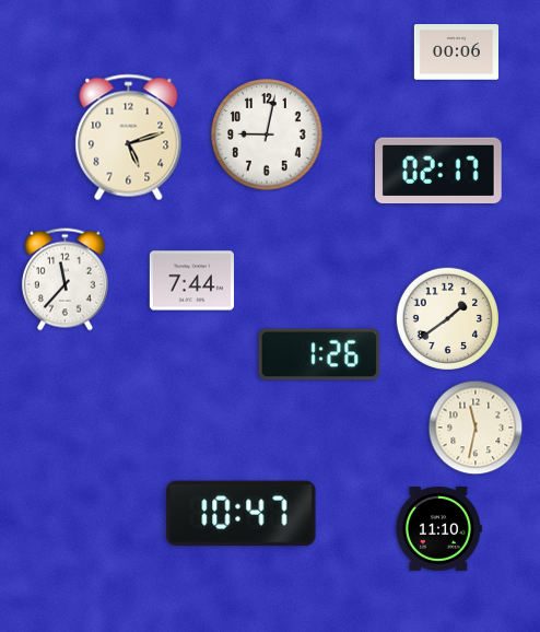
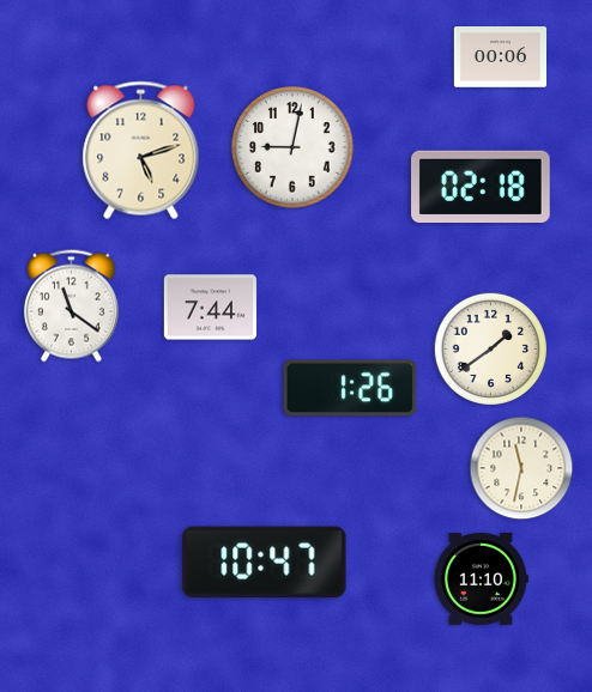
clock at (439, 169): 02:17 -> 02:18
clock at (64, 280): 11:37 -> 11:21
